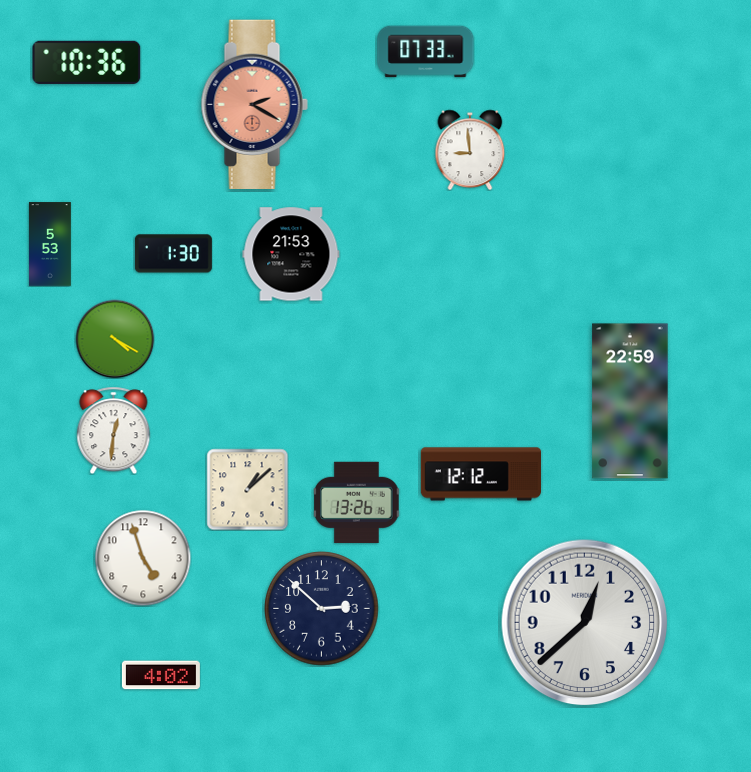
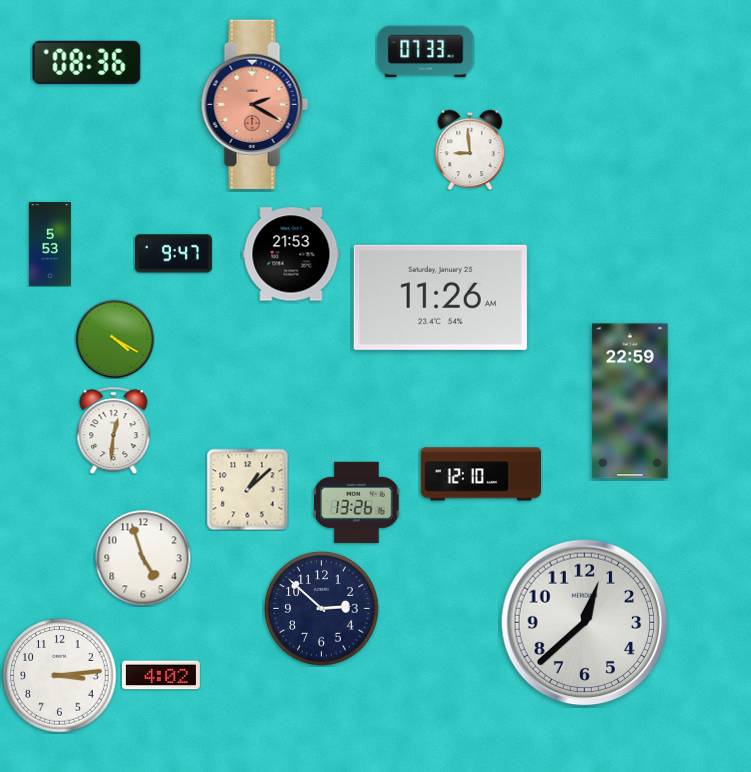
clock at (87, 62): 10:36 -> 08:36
clock at (173, 254): 1:30 -> 9:47
clock at (440, 297): none -> 11:26
clock at (481, 474): 12:12 -> 12:10
clock at (60, 676): none -> 3:14
